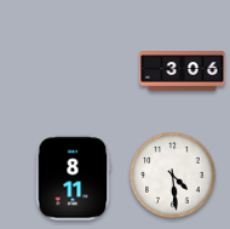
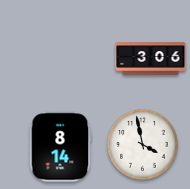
clock at (173, 176): 4:29 -> 3:58
clock at (73, 178): 8:11 -> 8:14
